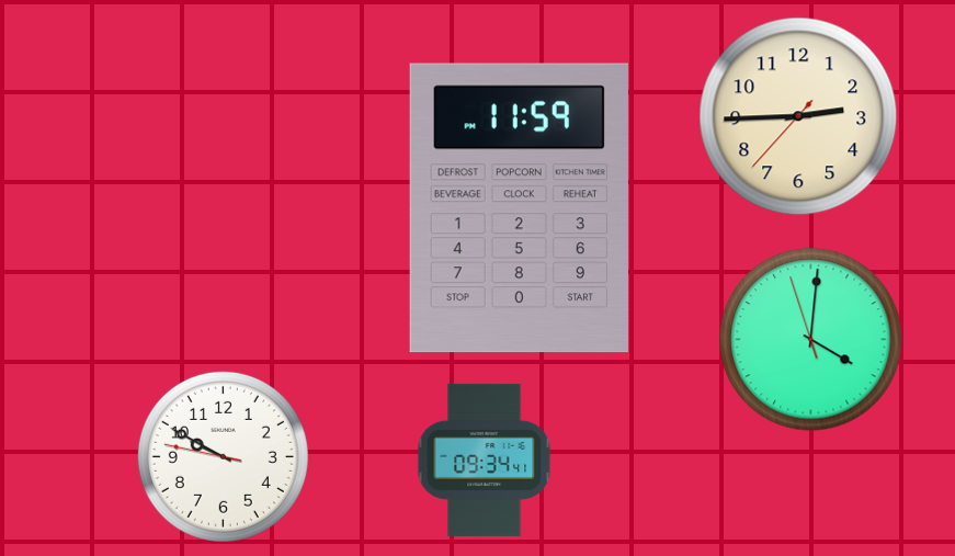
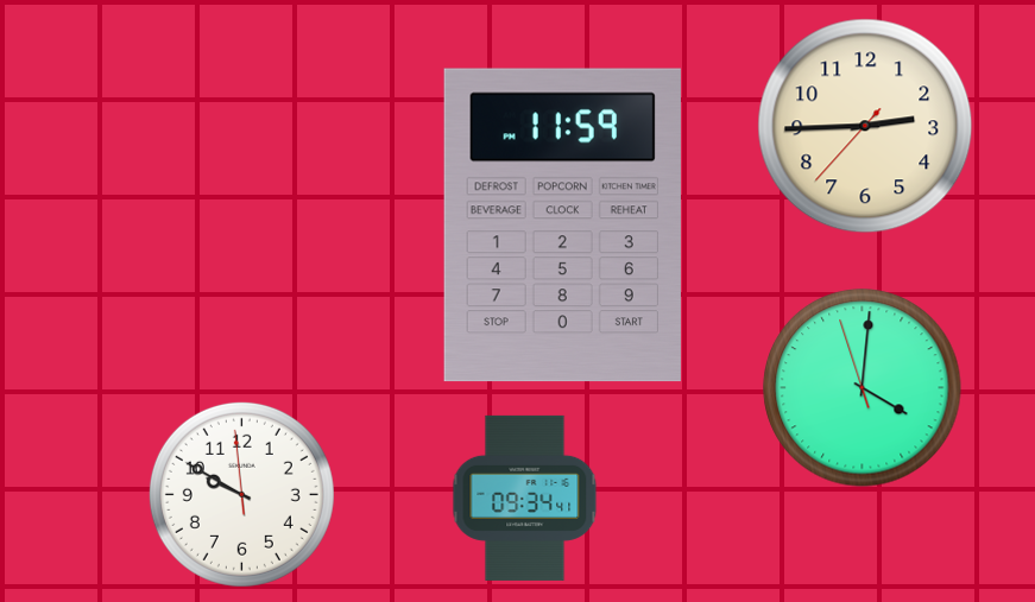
clock at (811, 340) position: (811, 340) -> (863, 388)
clock at (223, 456): 9:49:47 -> 9:49:59
